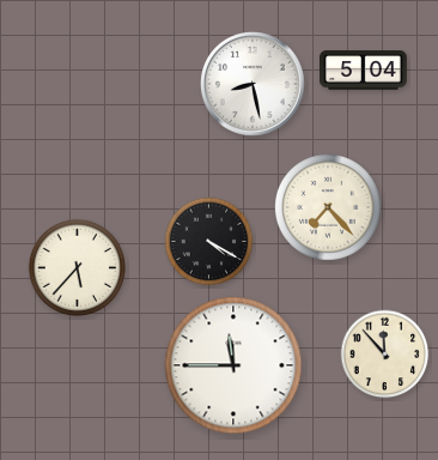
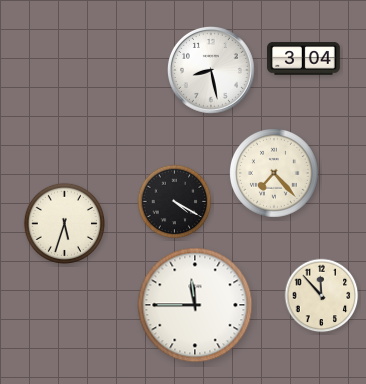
clock at (364, 71): 5:04 -> 3:04
clock at (77, 267): 5:37 -> 5:33
